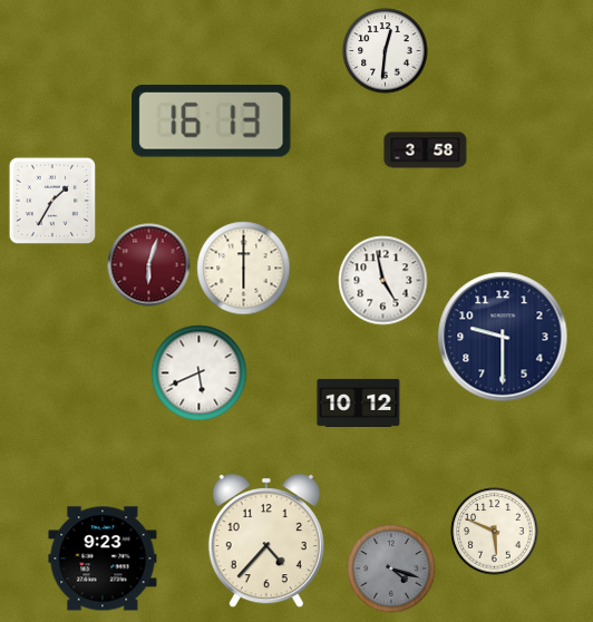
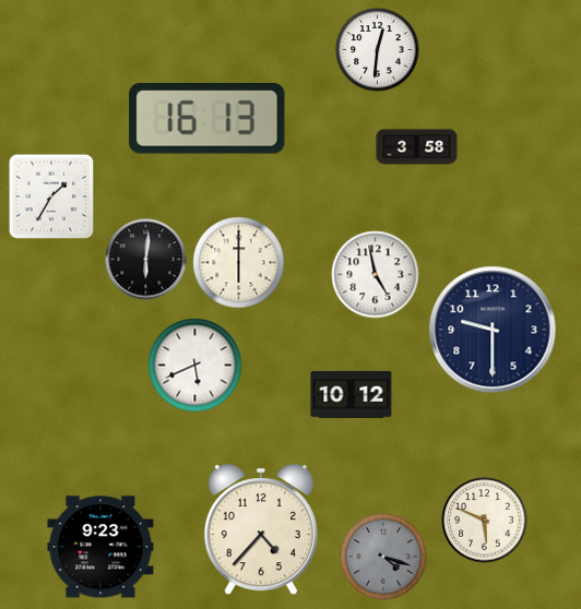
clock at (149, 265): 6:03 -> 6:01
clock at (149, 265) dial: burgundy -> black
